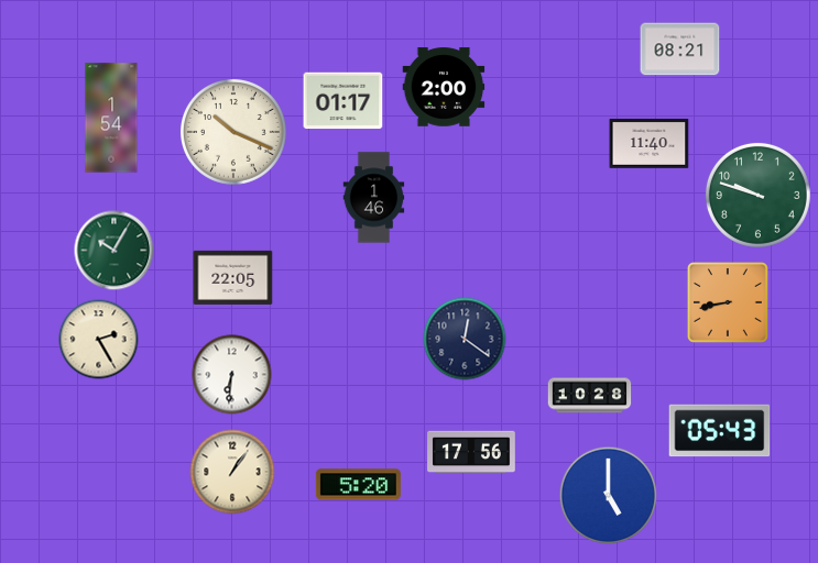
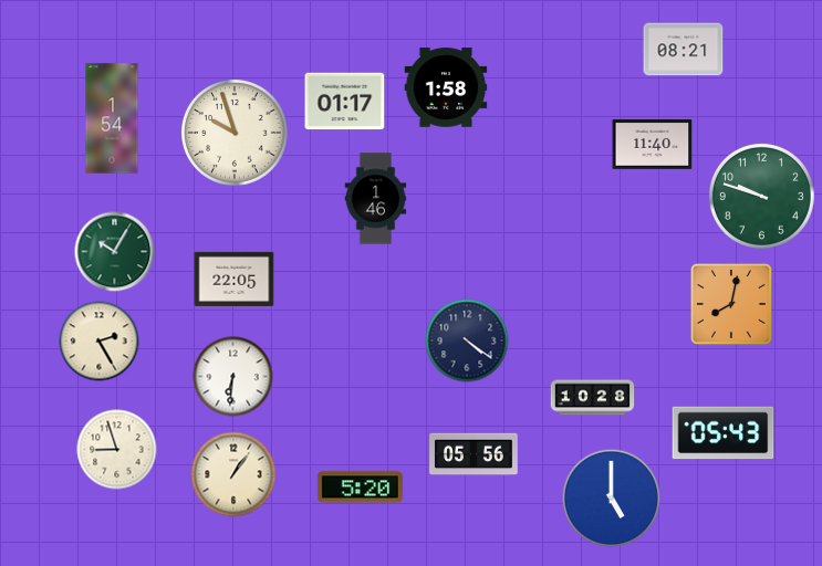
clock at (444, 87): 2:00 -> 1:58
clock at (233, 132): 10:19 -> 9:57
clock at (728, 302): 8:43 -> 8:02
clock at (465, 339): 12:21 -> 4:21
clock at (117, 450): none -> 8:57
clock at (471, 452): 17:56 -> 05:56
